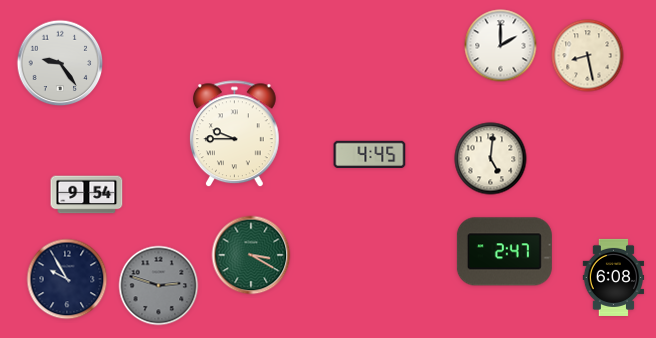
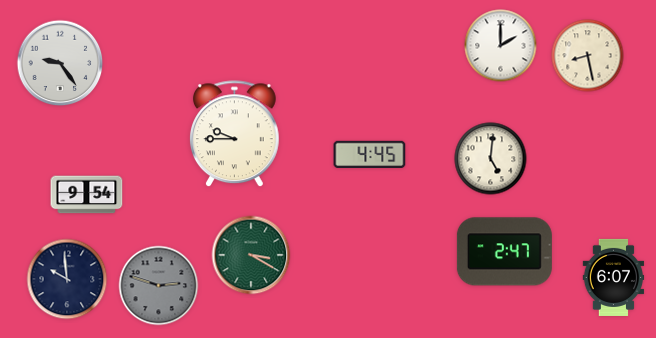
clock at (614, 277): 6:08 -> 6:07
clock at (67, 279): 9:55 -> 9:59
